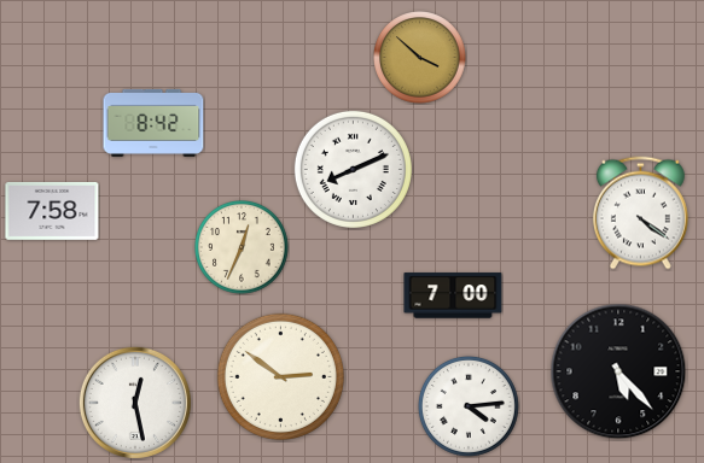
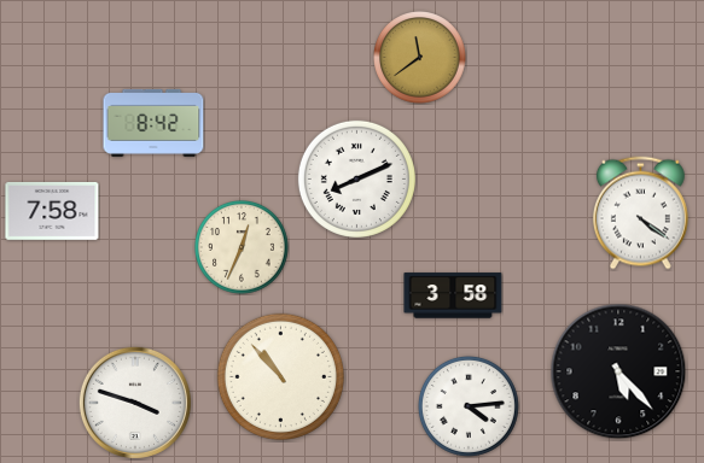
clock at (420, 58): 3:52 -> 11:39
clock at (353, 169) position: (353, 169) -> (356, 178)
clock at (453, 295): 7:00 -> 3:58
clock at (280, 376): 2:51 -> 10:53
clock at (135, 403): 12:28 -> 3:48
